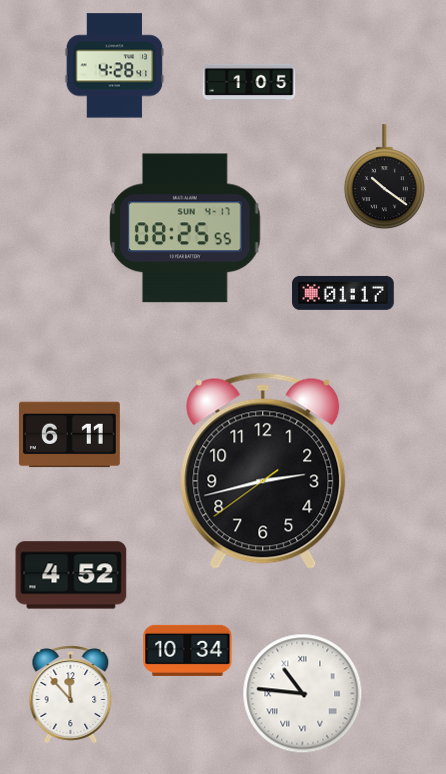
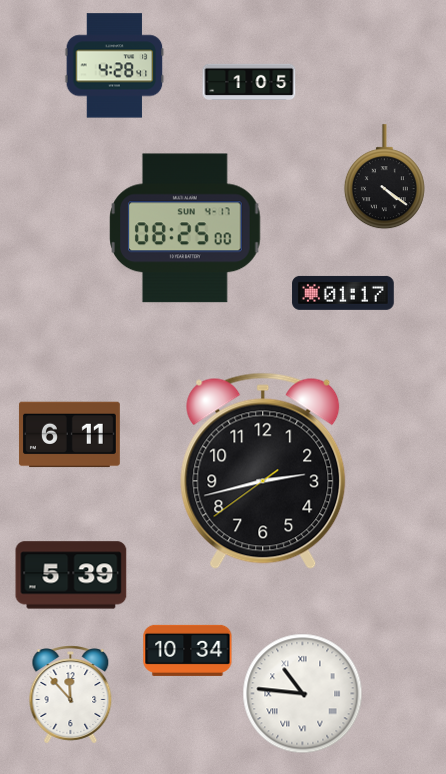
clock at (384, 177): 10:21 -> 4:21
clock at (185, 228): 08:25:55 -> 08:25:00
clock at (71, 575): 4:52 -> 5:39
